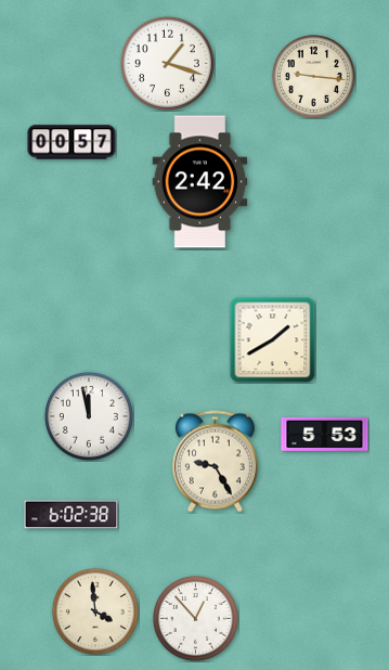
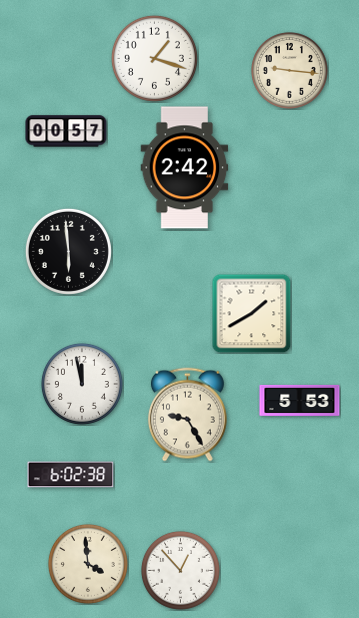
clock at (68, 251): none -> 5:59
clock at (215, 462) position: (215, 462) -> (187, 415)
clock at (72, 515) position: (72, 515) -> (71, 475)
